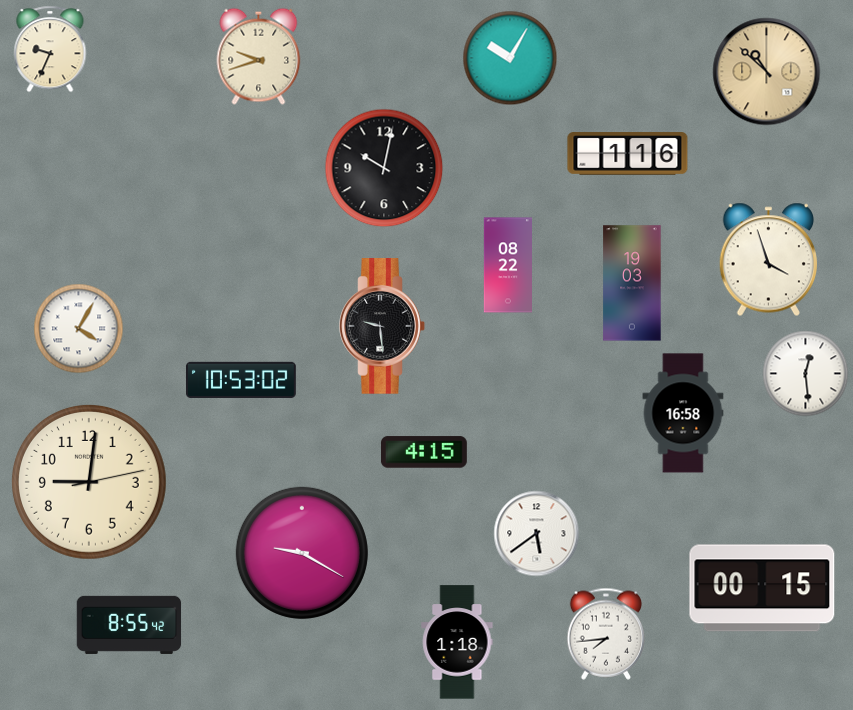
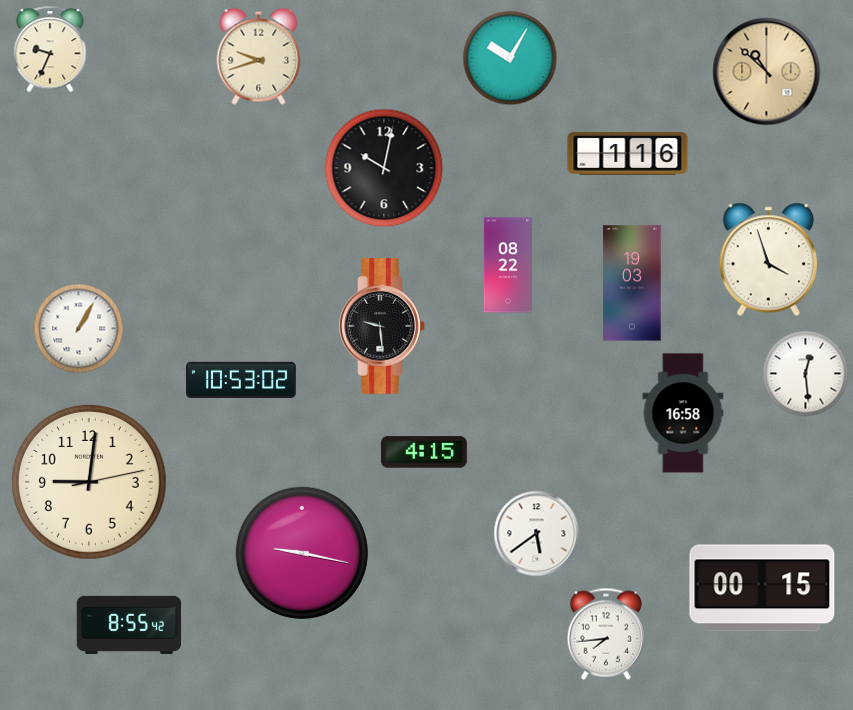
clock at (79, 329): 4:05 -> 1:05
clock at (302, 553): 9:20 -> 9:17
clock at (457, 642): 1:18 -> none
